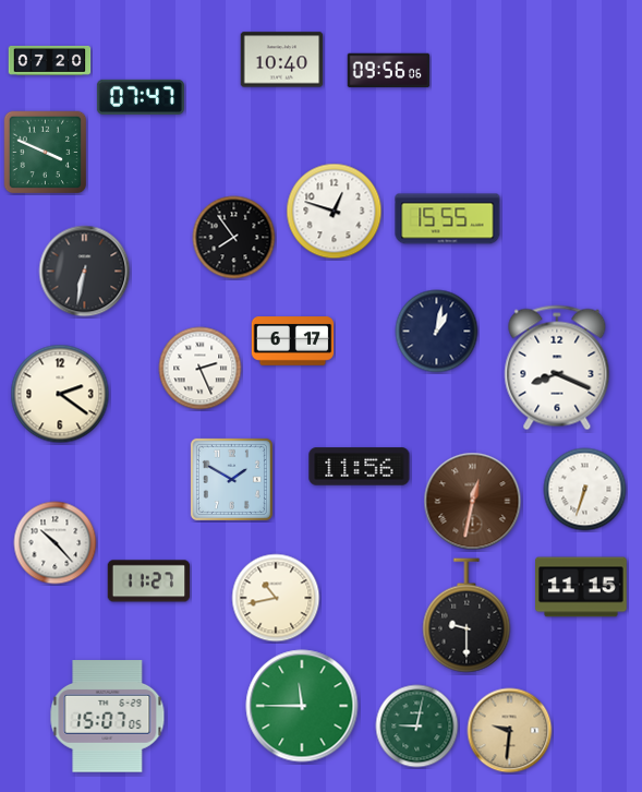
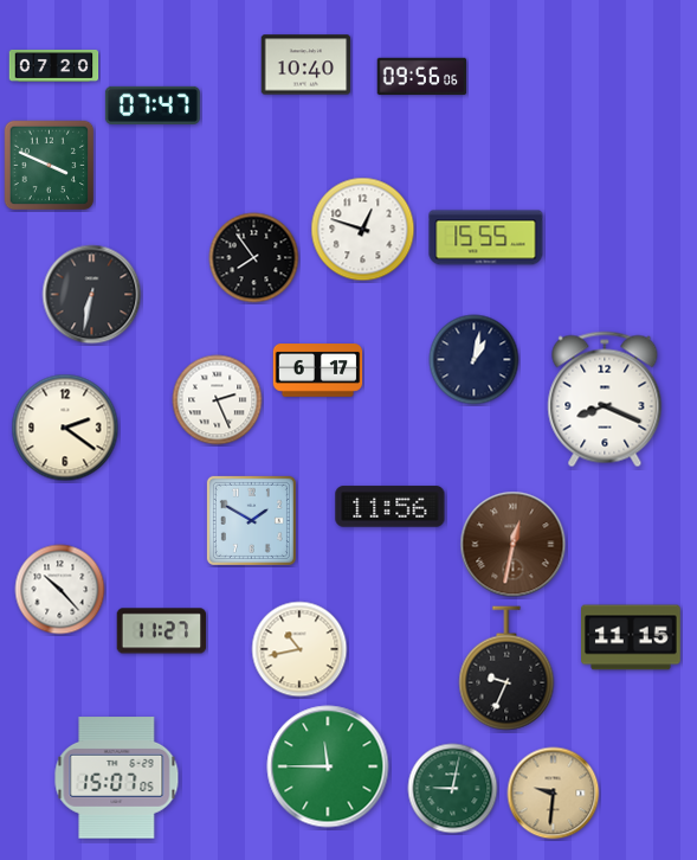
clock at (585, 490): 6:33 -> none
clock at (467, 615): 9:30 -> 9:34
